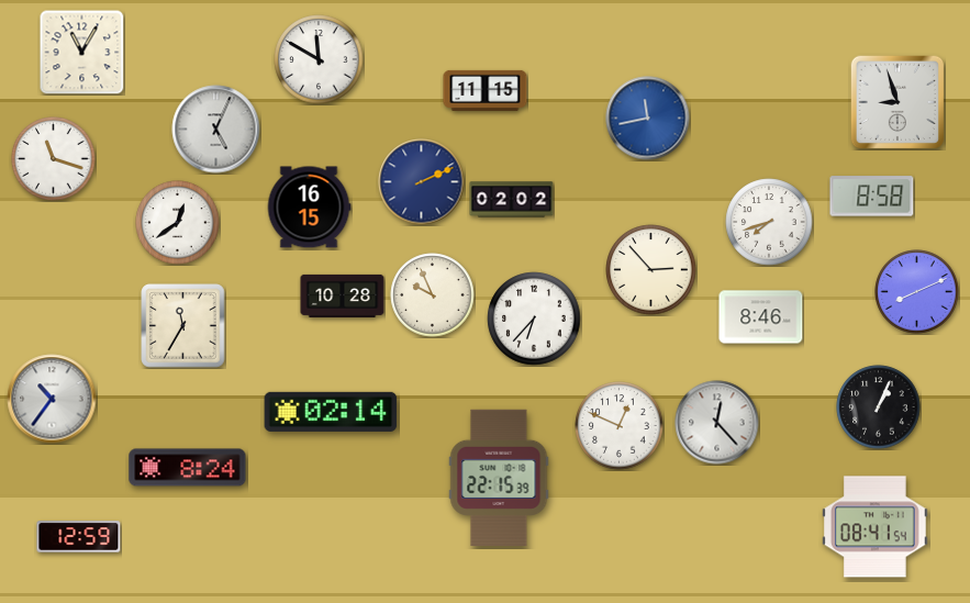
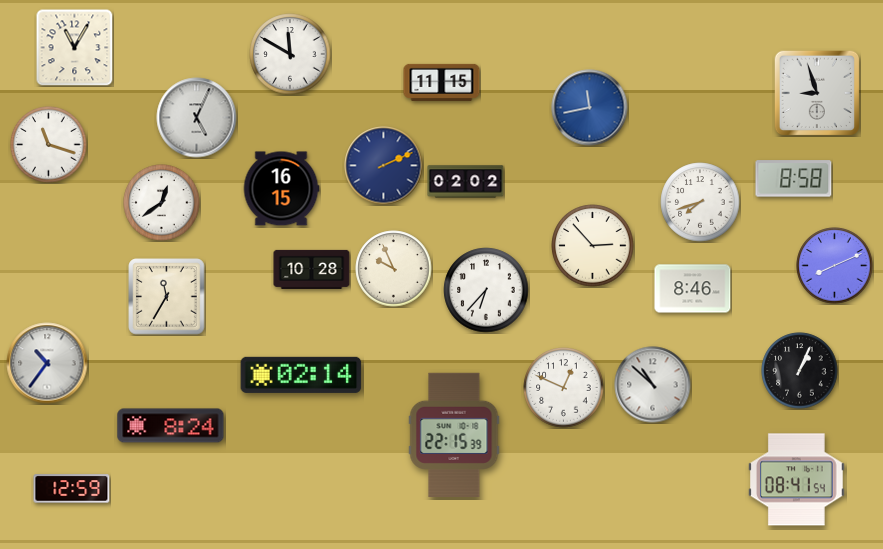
clock at (717, 423): 12:23 -> 10:52
